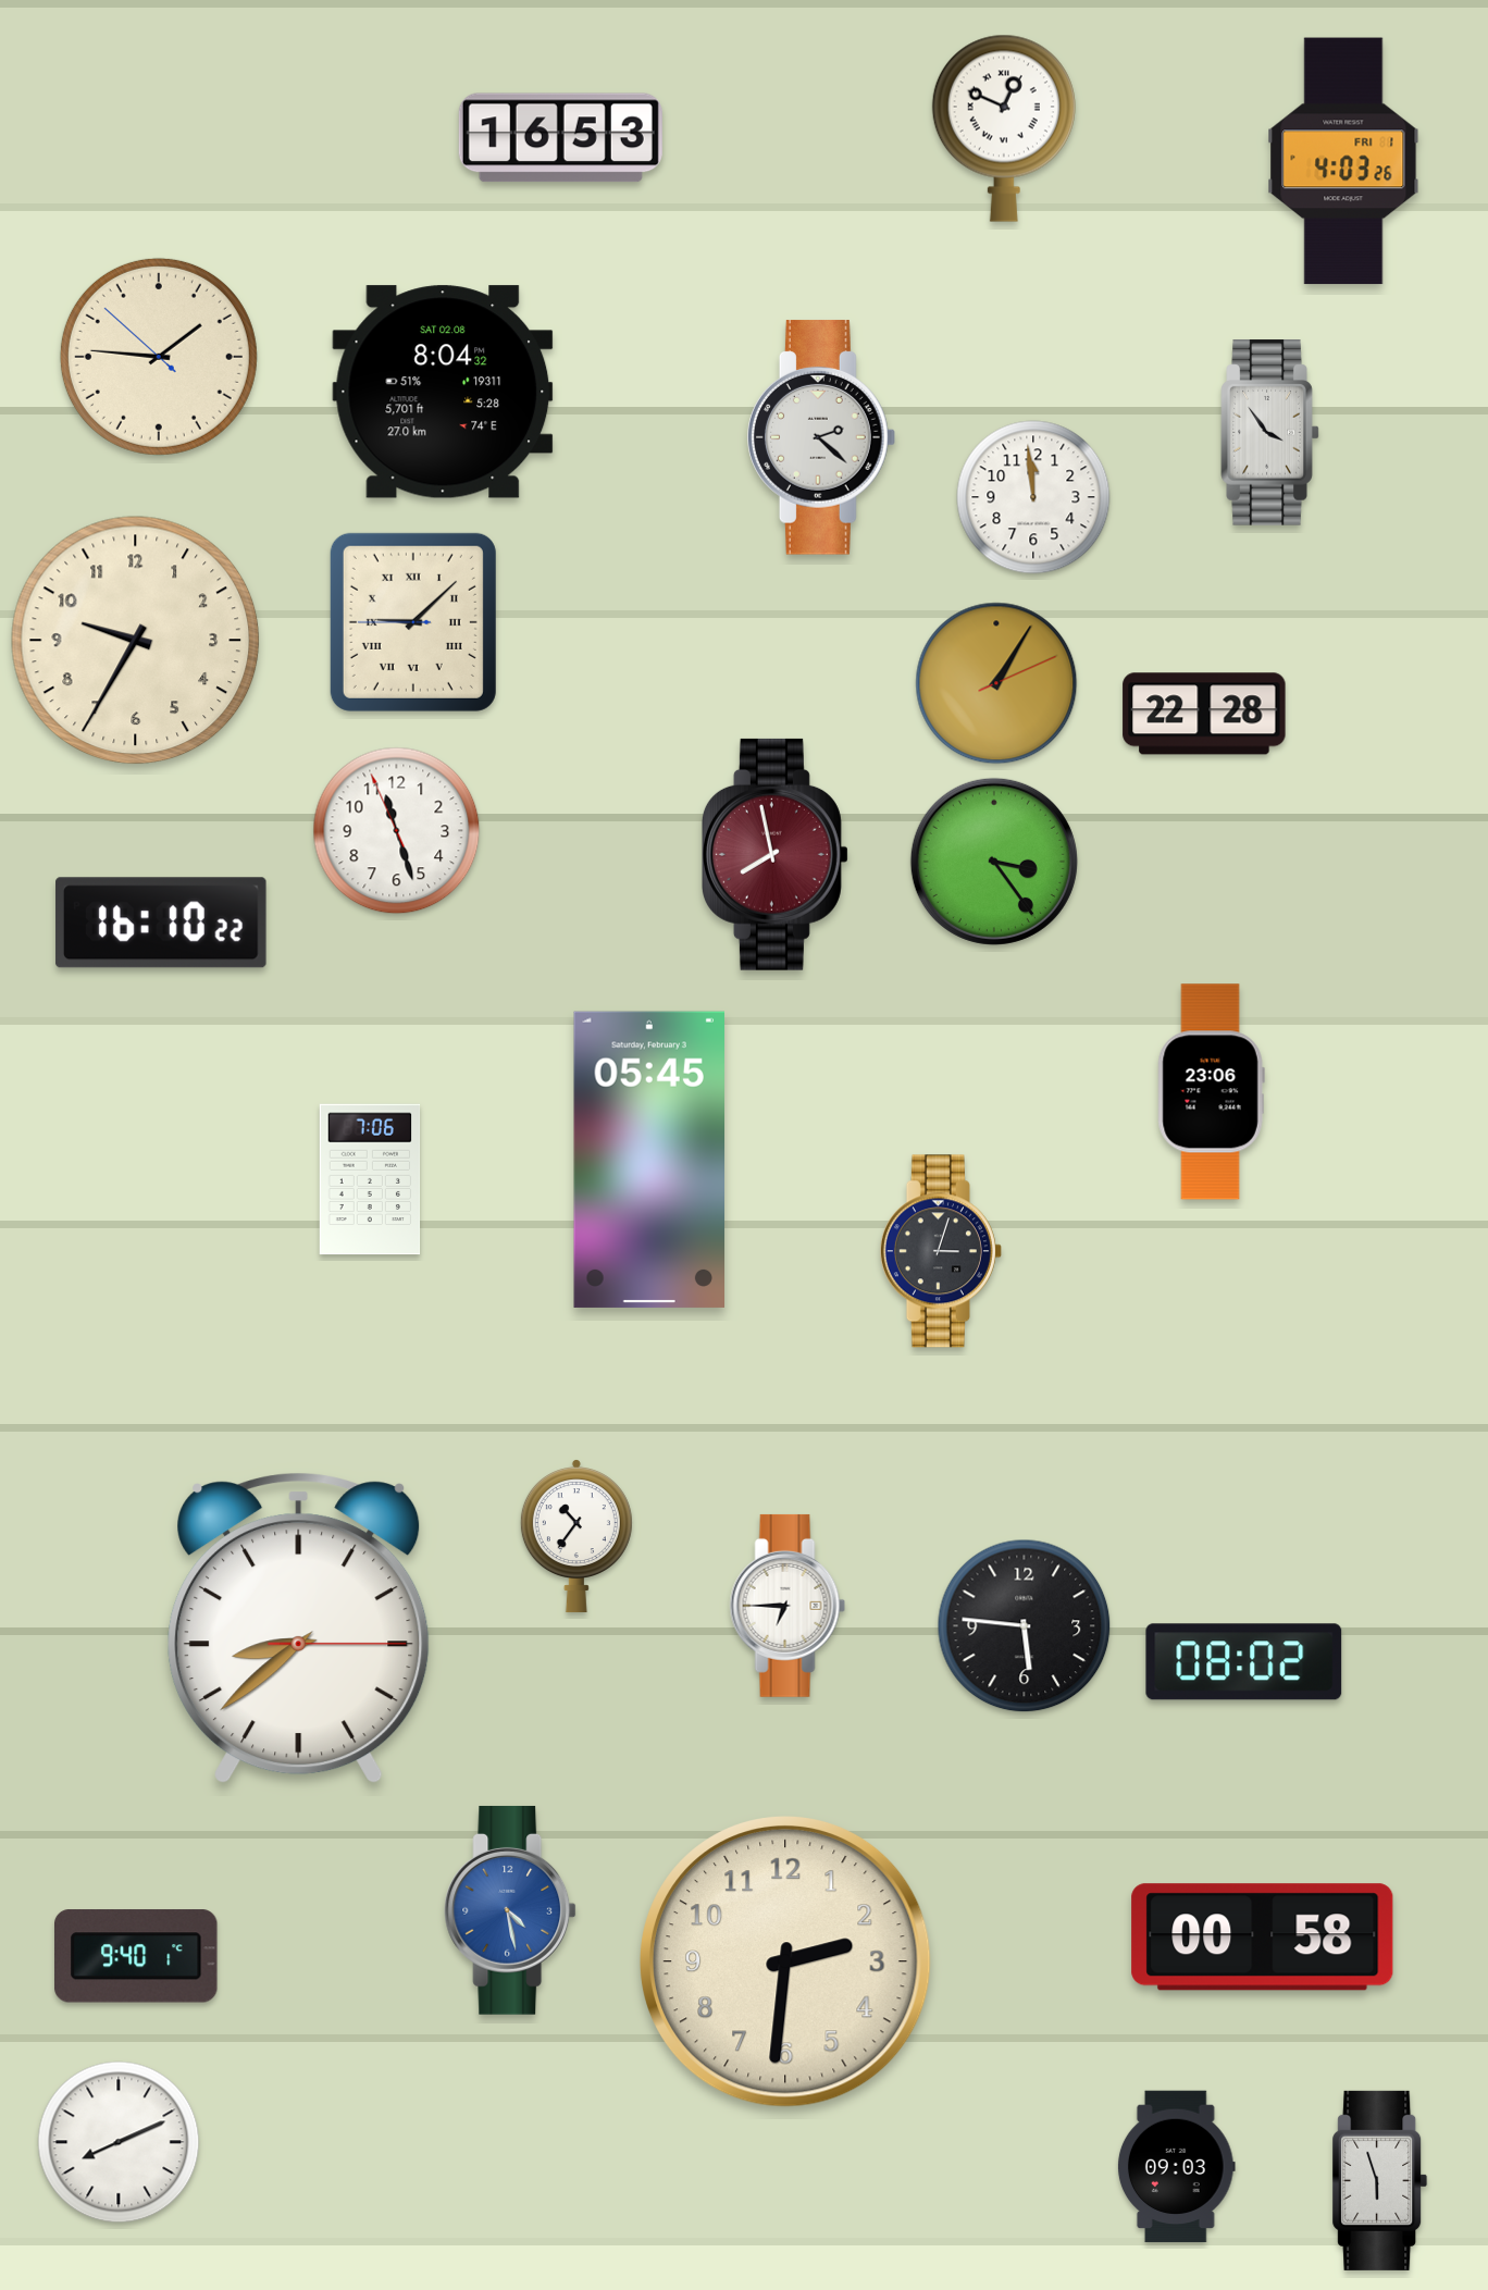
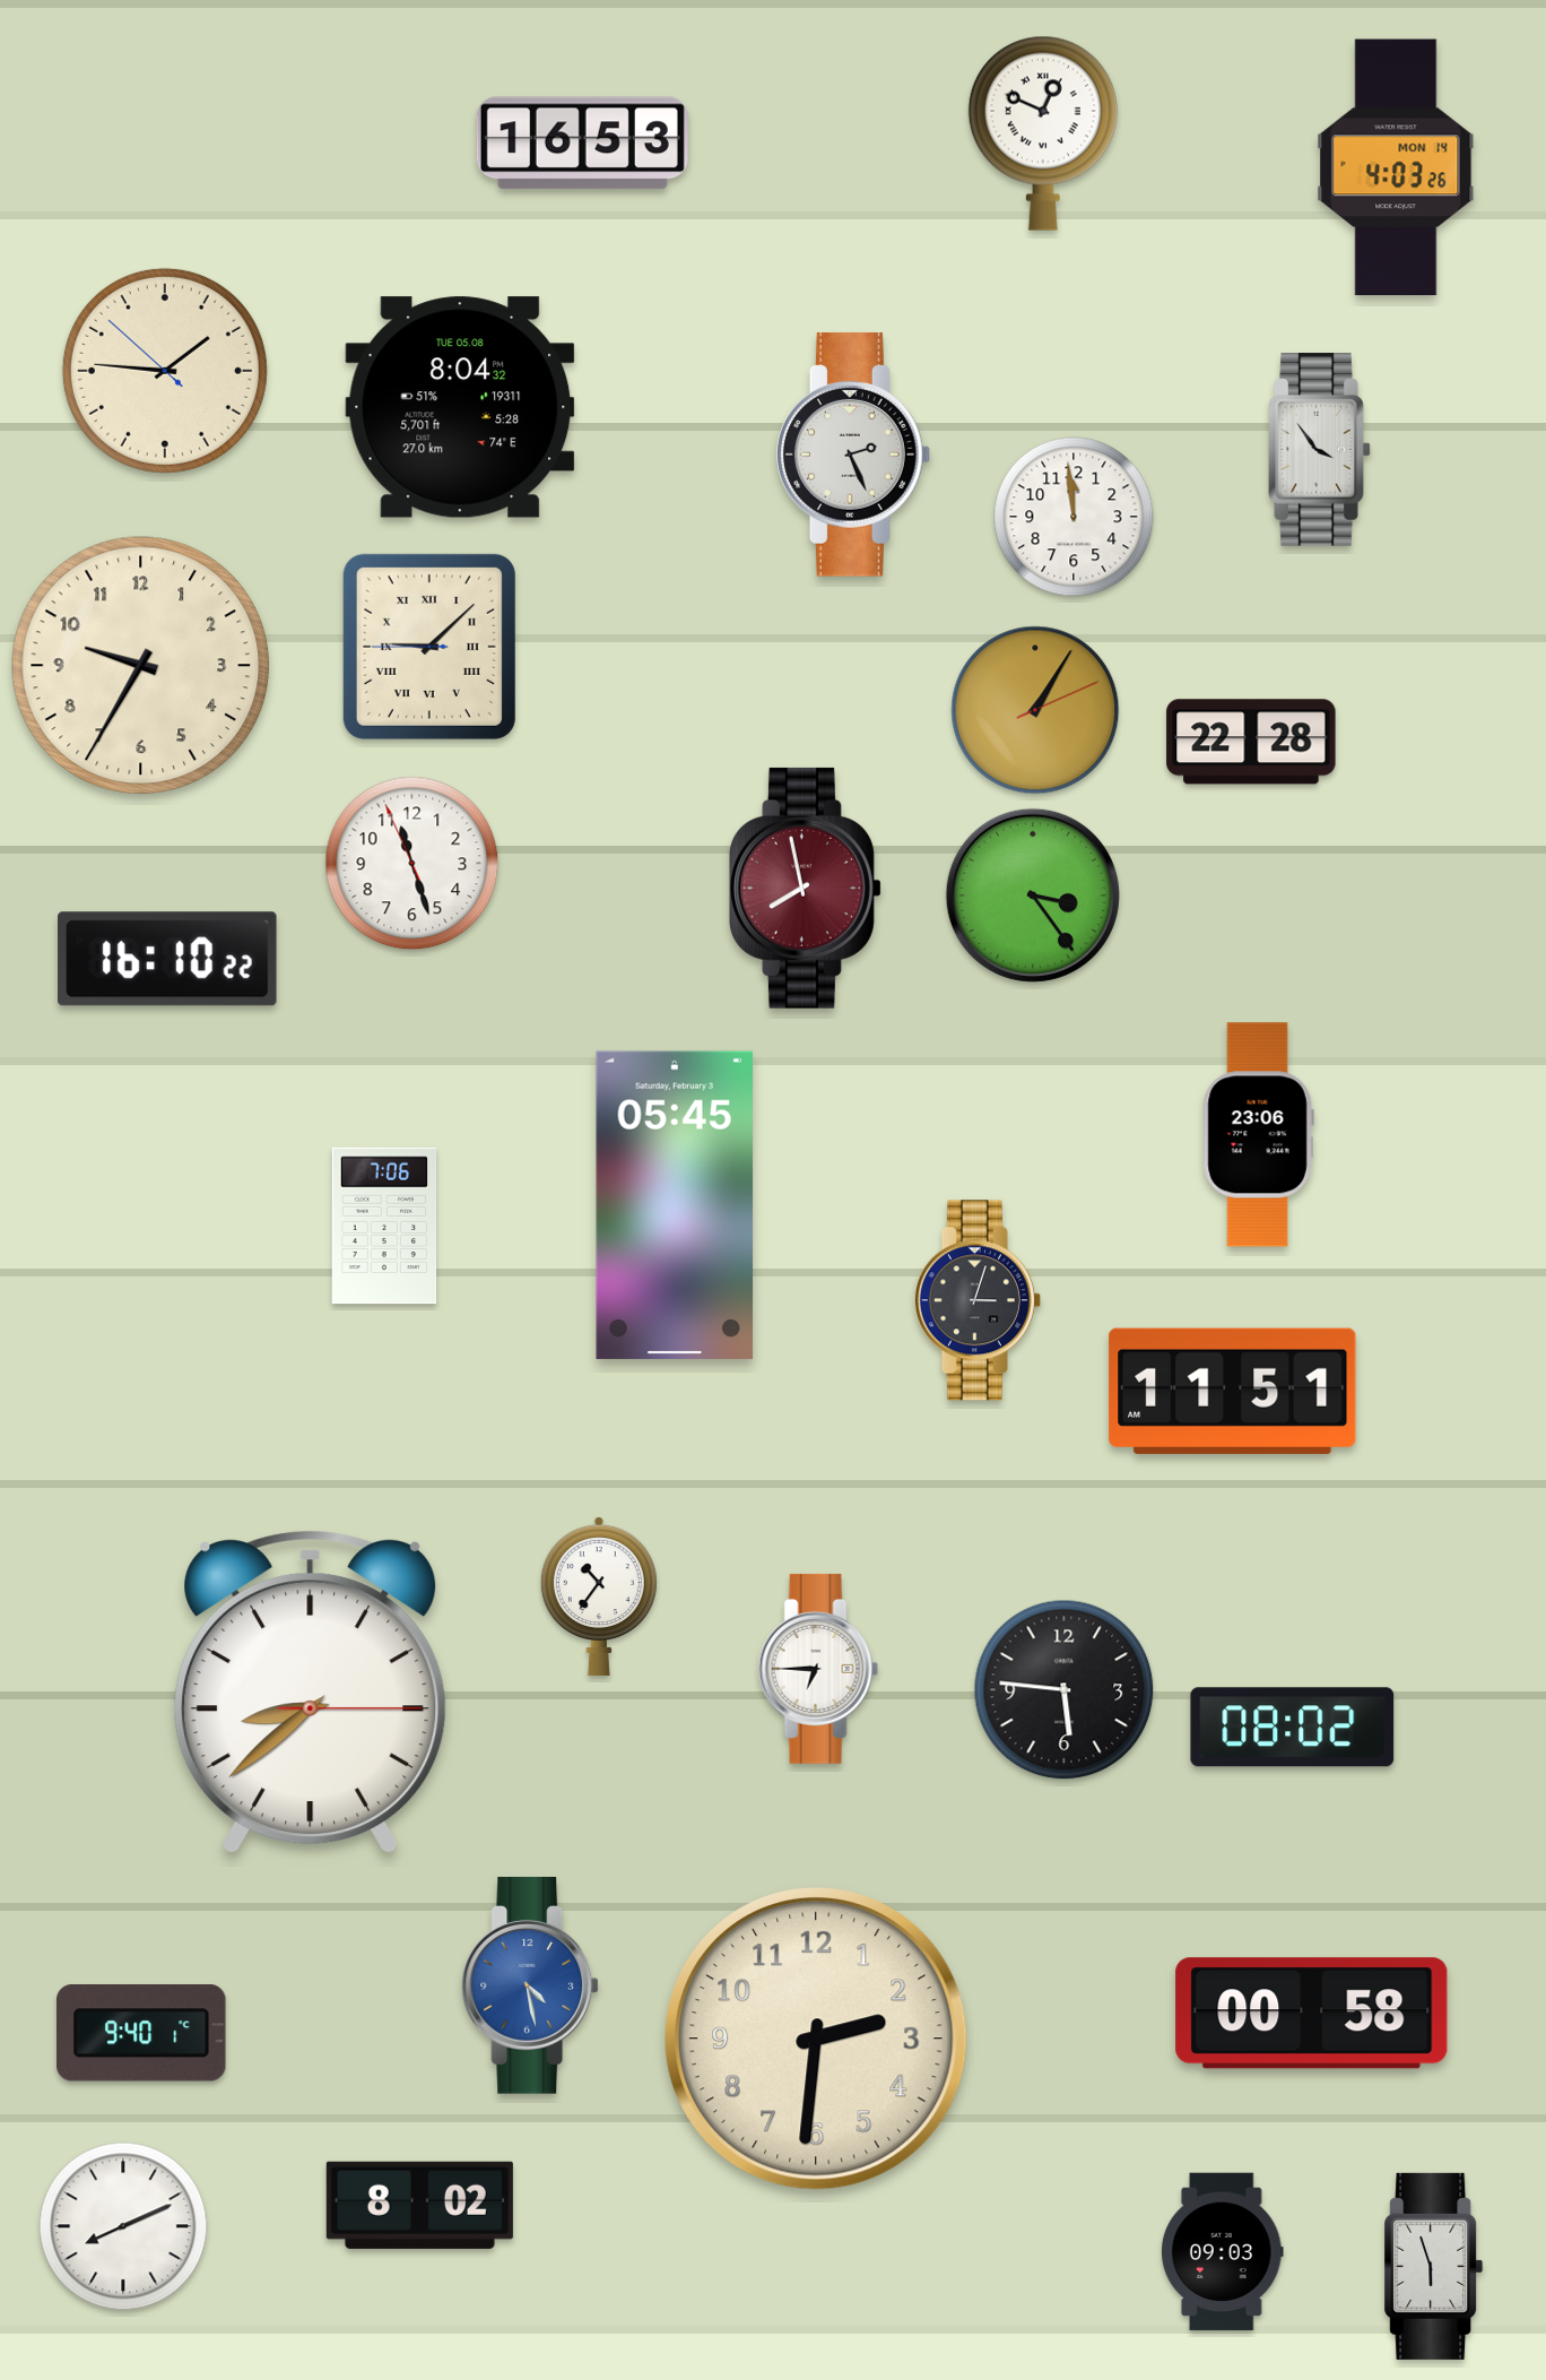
clock at (1343, 161) date: FRI 1 -> MON 14
clock at (443, 392) date: SAT 02.08 -> TUE 05.08
clock at (822, 437): 2:22 -> 2:26
clock at (1233, 1391): none -> 11:51
clock at (419, 2205): none -> 8:02
